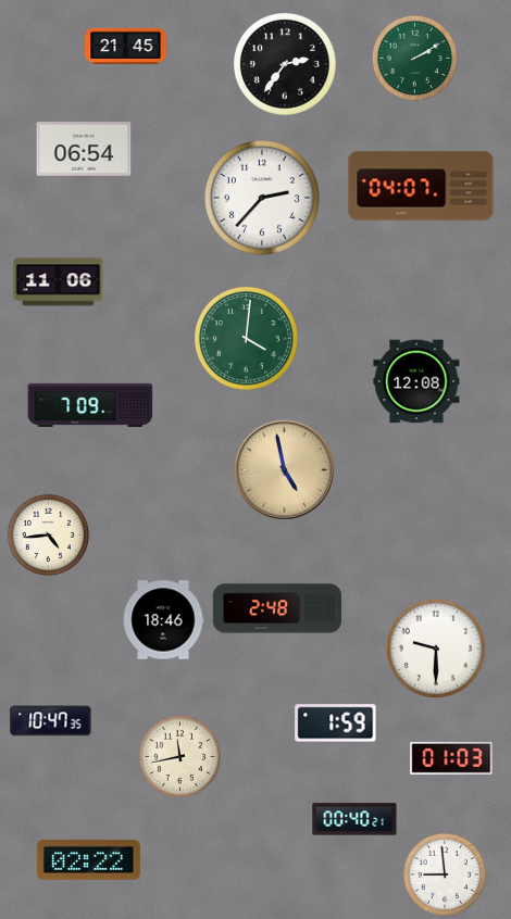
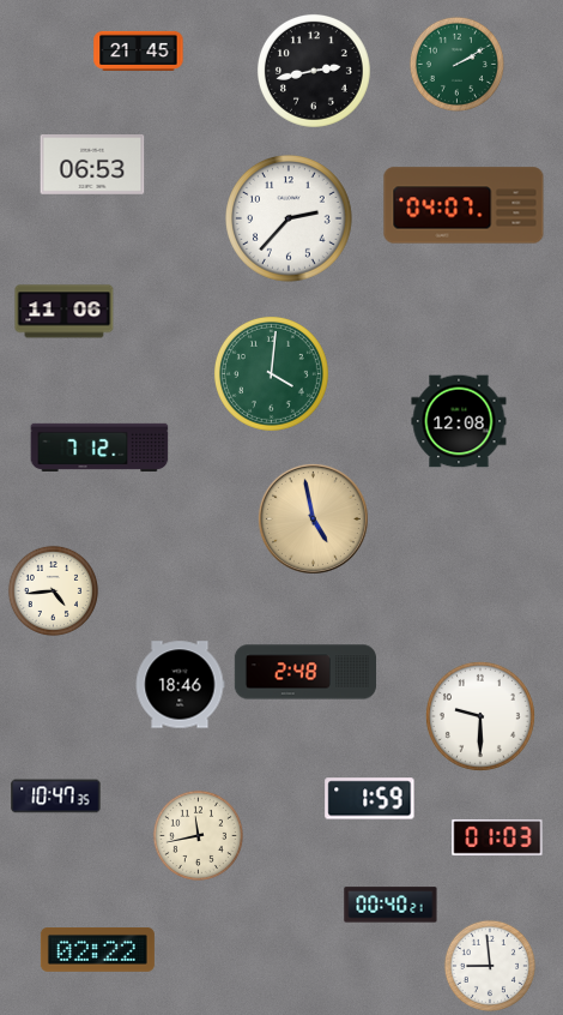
clock at (285, 64): 2:36 -> 2:43
clock at (84, 150): 06:54 -> 06:53
clock at (90, 405): 7:09 -> 7:12
